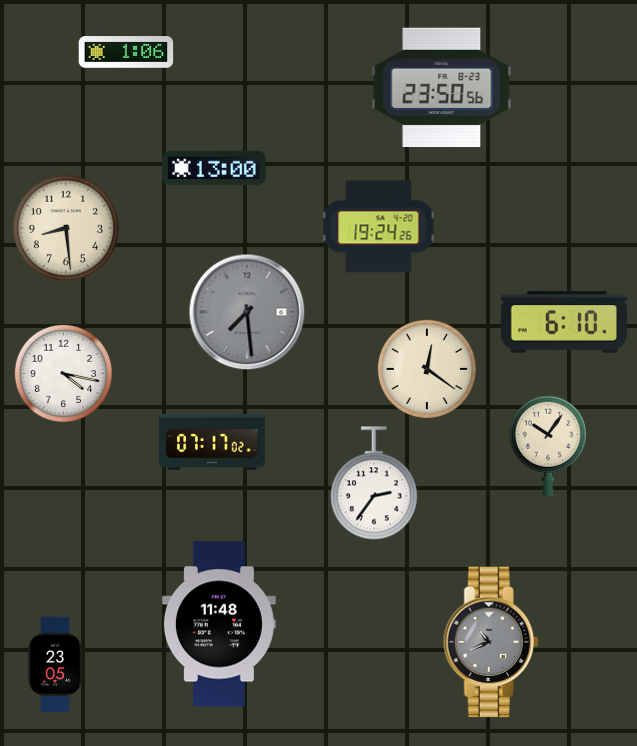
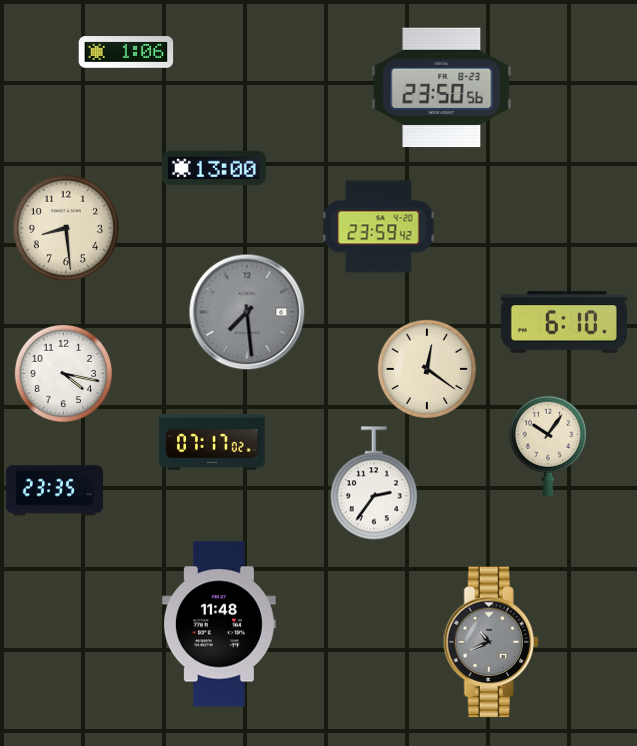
clock at (379, 227): 19:24 -> 23:59
clock at (54, 491): none -> 23:35
clock at (55, 665): 23:05 -> none
